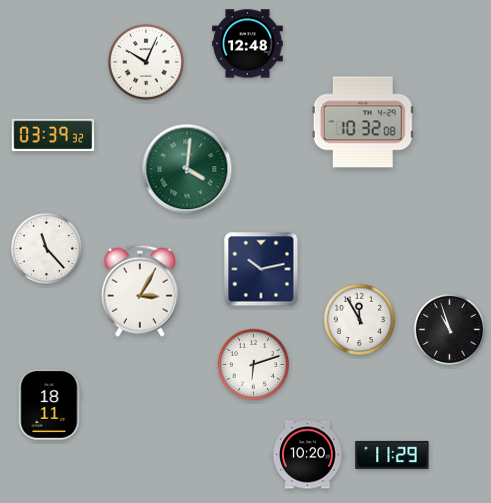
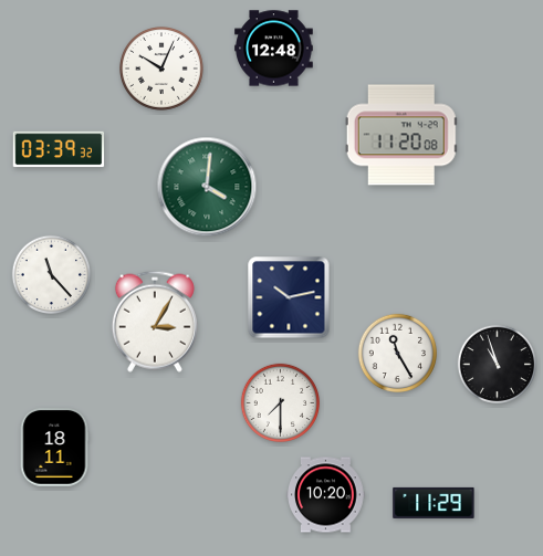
clock at (363, 122): 10:32 -> 11:20
clock at (359, 319): 11:55 -> 11:25
clock at (253, 364): 6:12 -> 7:30
clock at (308, 455) position: (308, 455) -> (326, 495)
